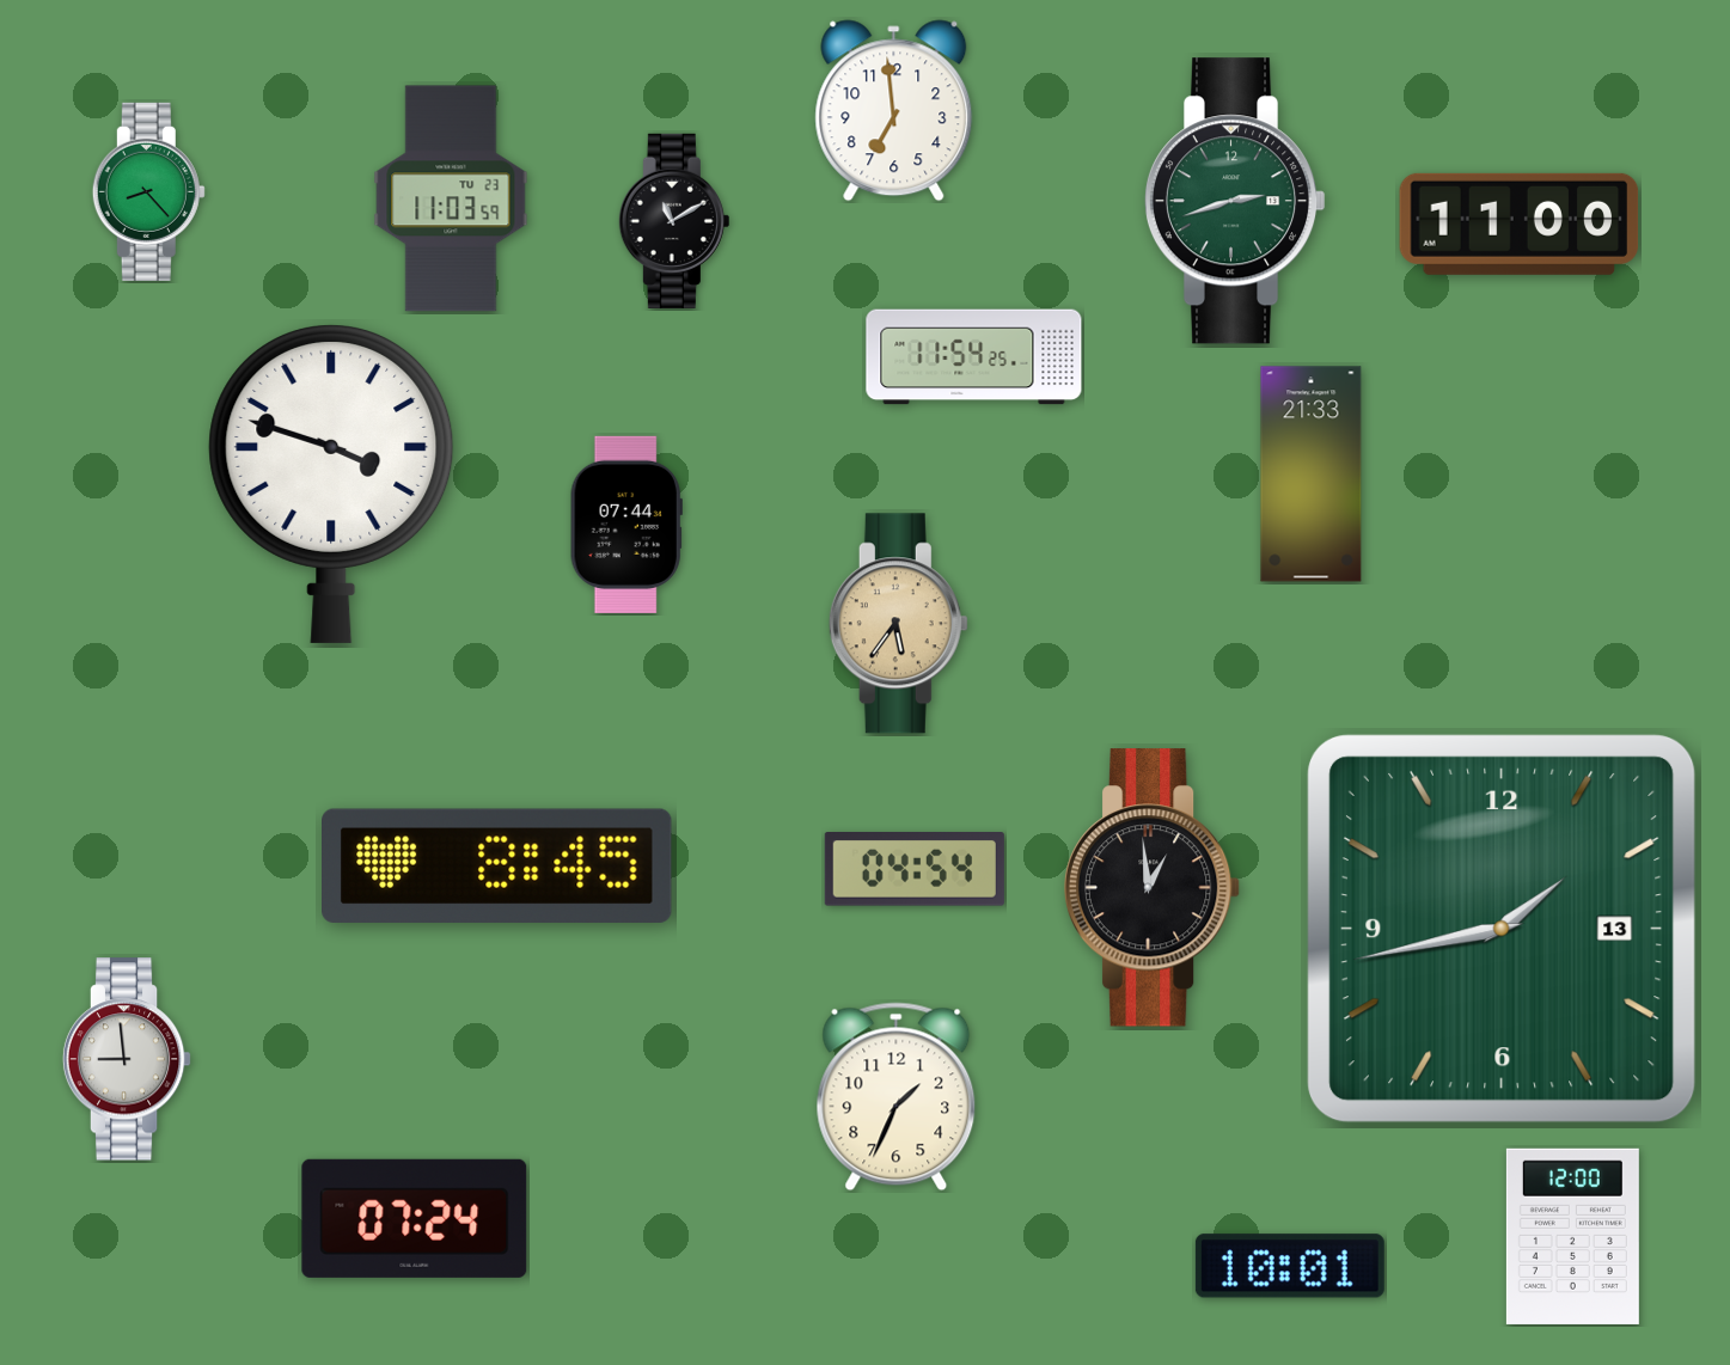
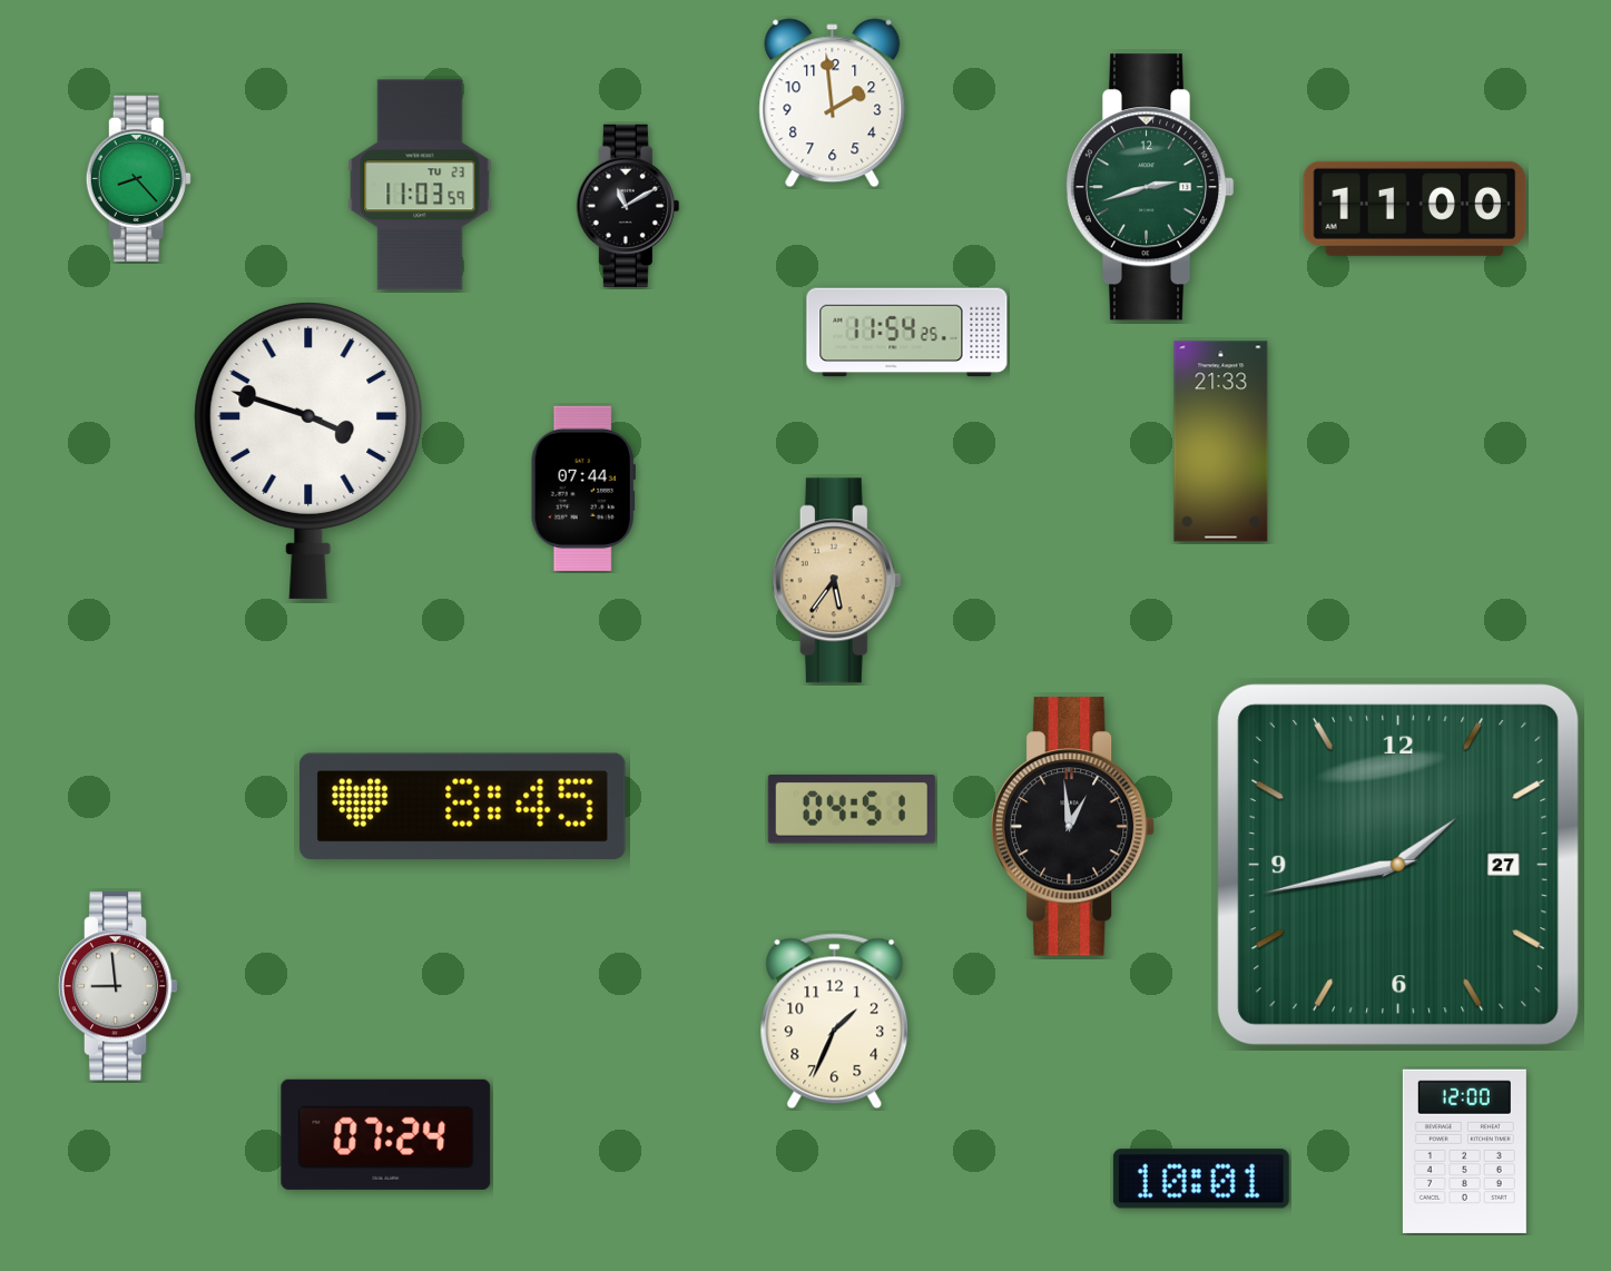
clock at (894, 111): 6:59 -> 1:59
clock at (915, 869): 04:54 -> 04:51
clock at (1502, 929) date: 13 -> 27
